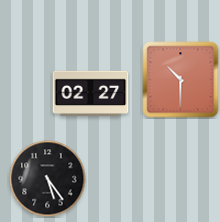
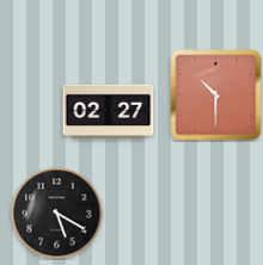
clock at (48, 179): 5:24 -> 5:20
